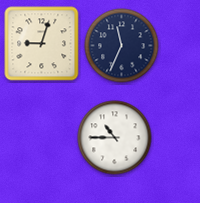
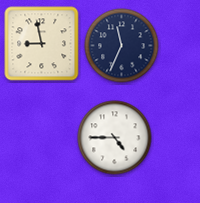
clock at (42, 44): 9:03 -> 8:58
clock at (115, 138): 10:45 -> 4:45
